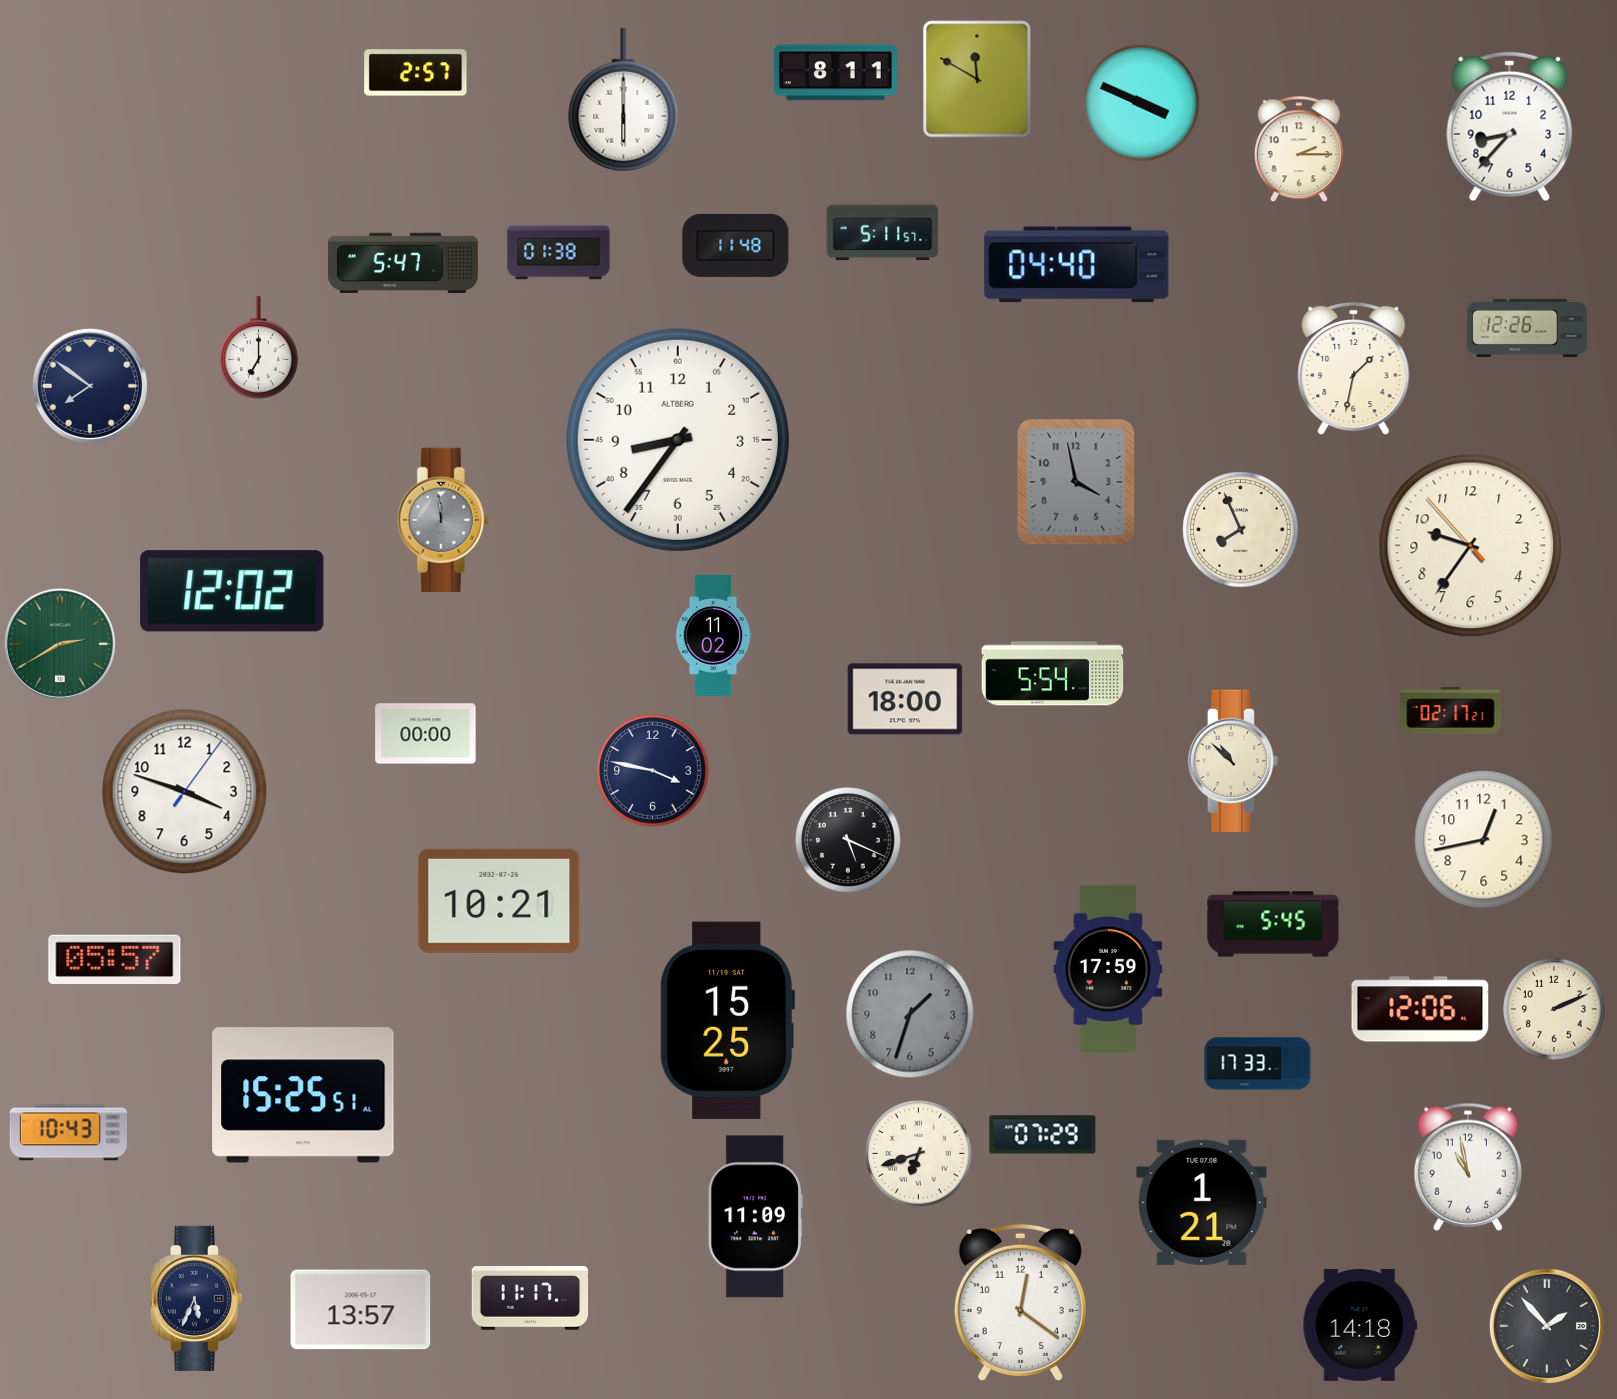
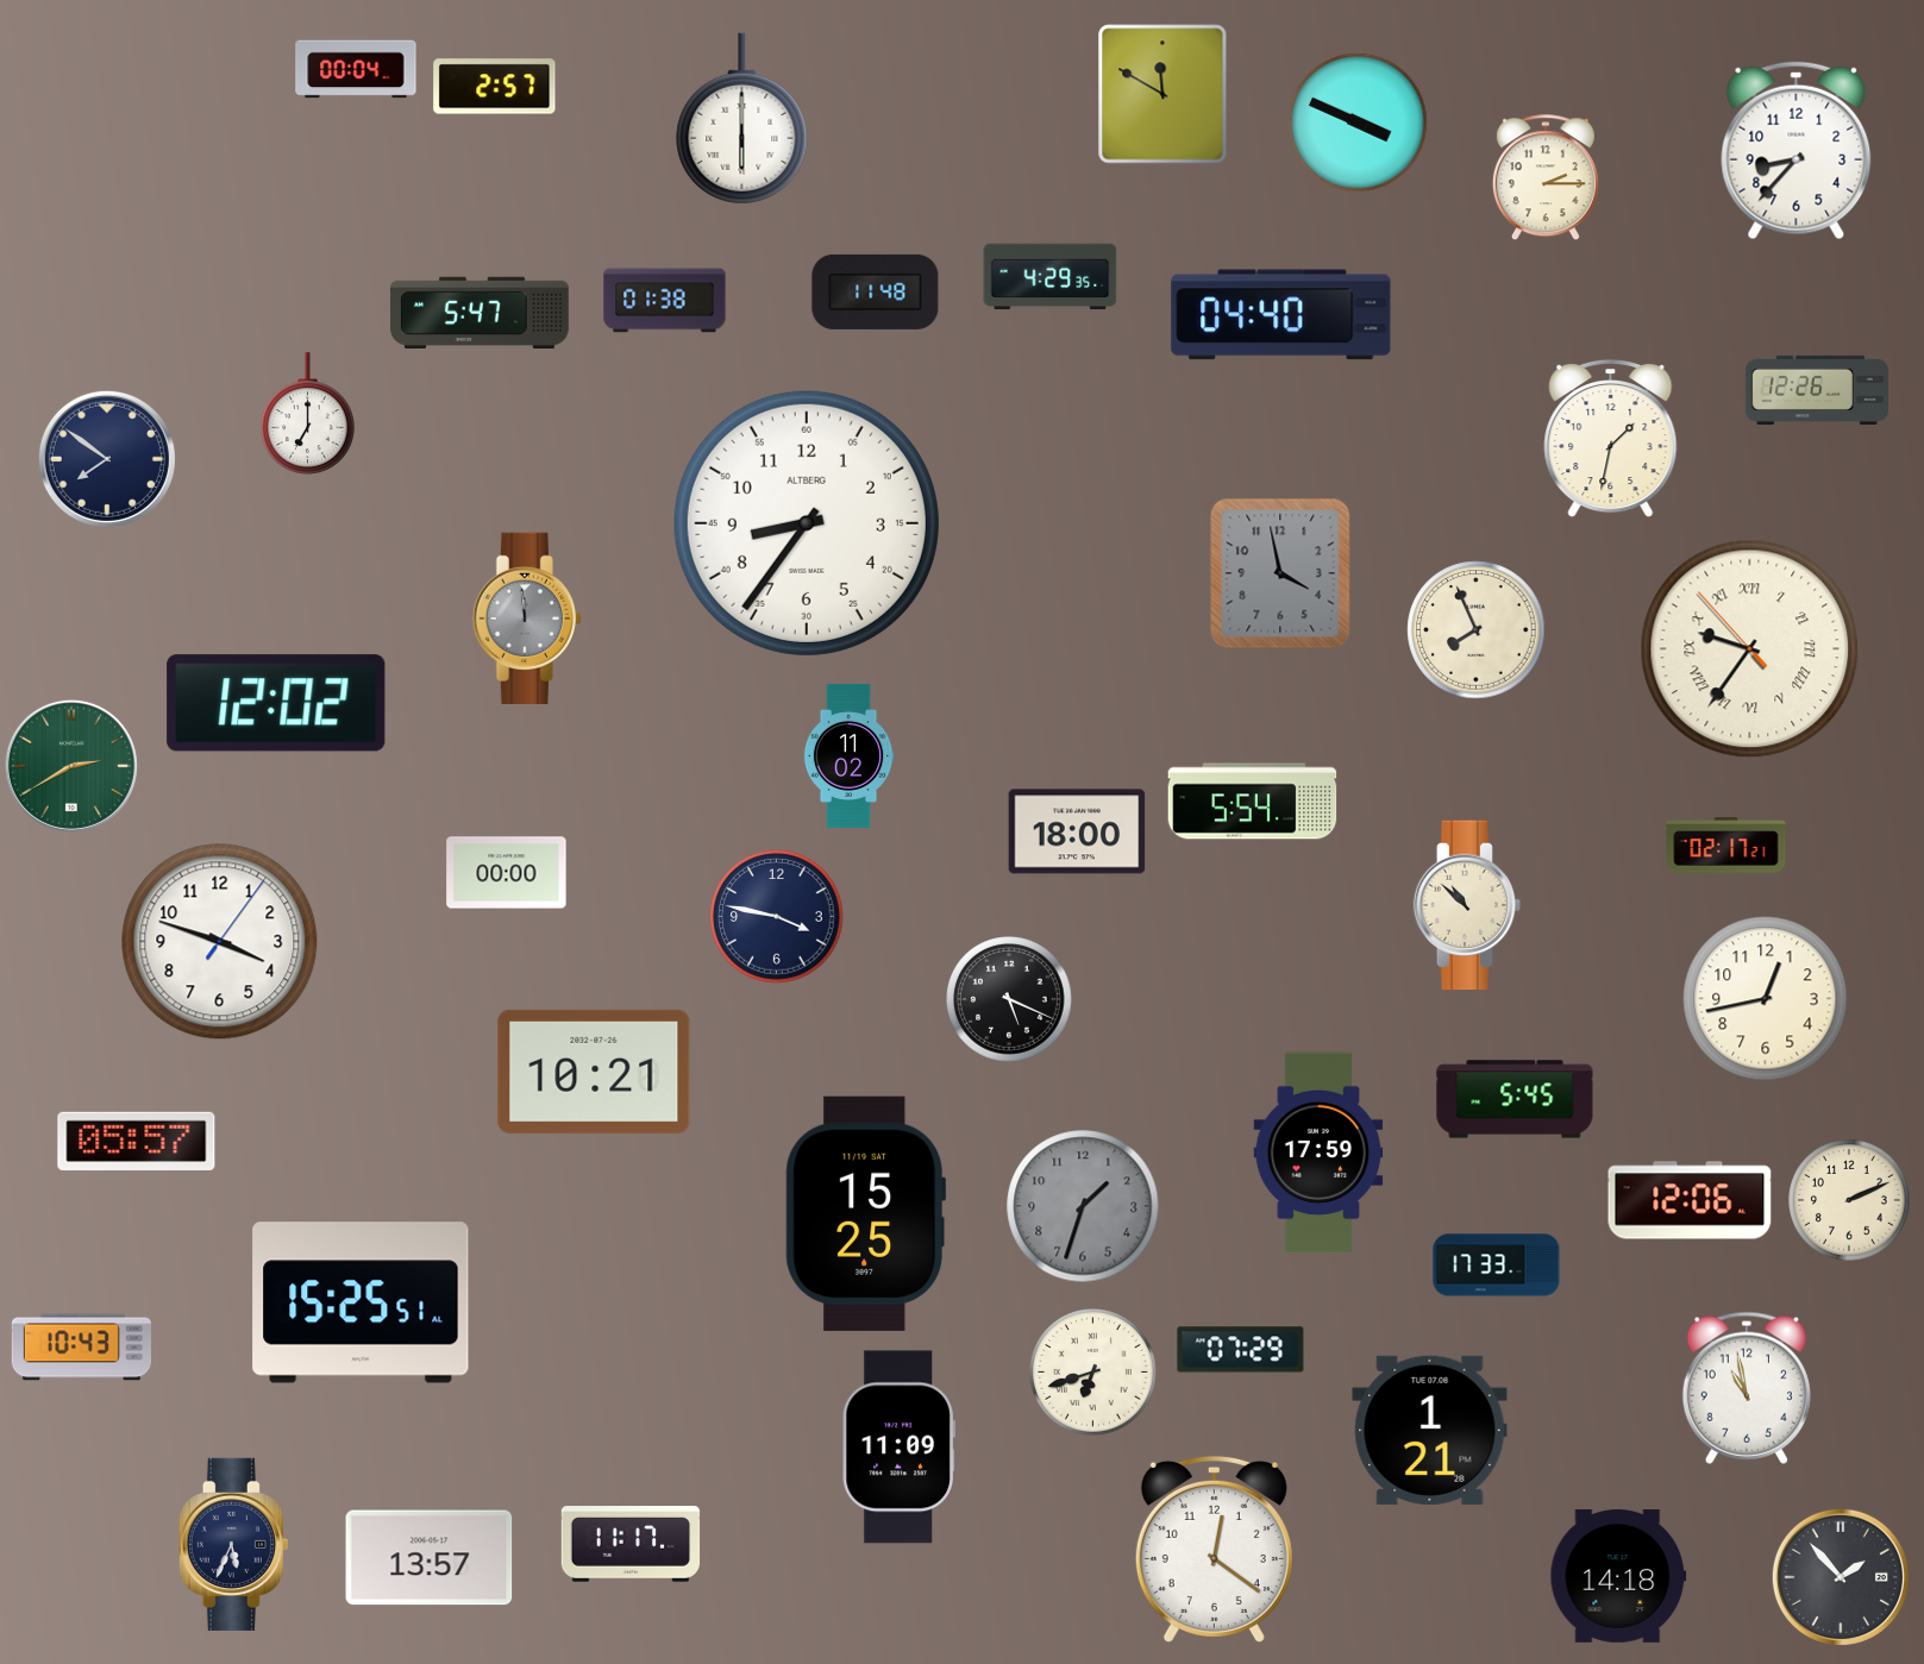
clock at (356, 69): none -> 00:04
clock at (835, 73): 8:11 -> none
clock at (883, 233): 5:11 -> 4:29
clock at (1471, 546) numerals: Arabic -> Roman
